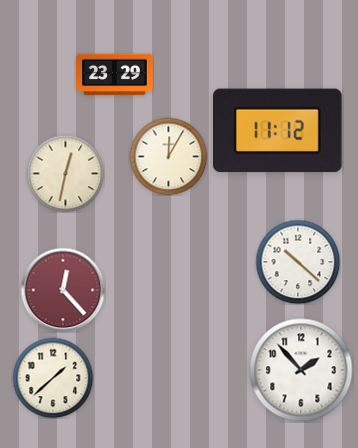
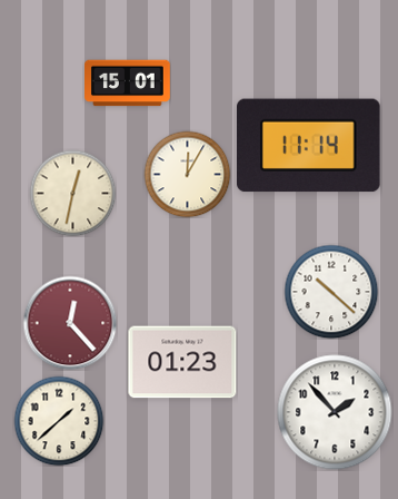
clock at (115, 75): 23:29 -> 15:01
clock at (278, 131): 11:12 -> 11:14
clock at (182, 362): none -> 01:23
